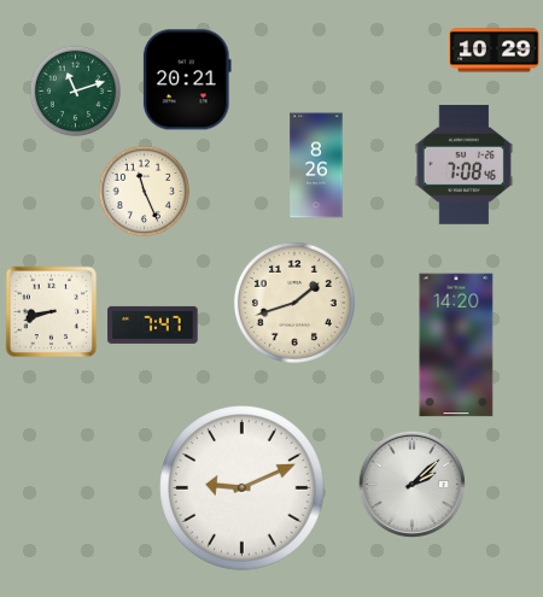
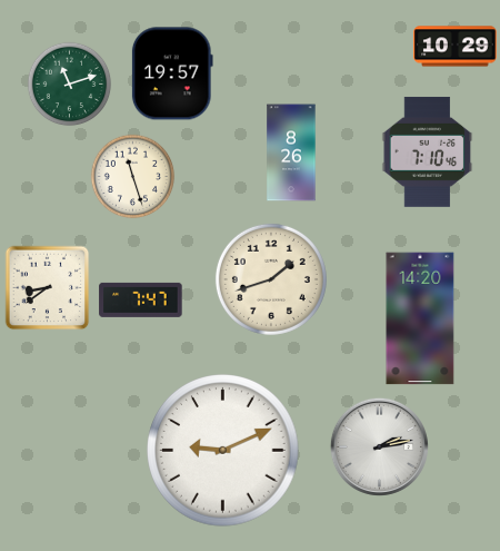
clock at (187, 80): 20:21 -> 19:57
clock at (465, 164): 7:08 -> 7:10
clock at (145, 192): 11:26 -> 11:27
clock at (52, 312): 8:42 -> 8:39
clock at (411, 484): 2:08 -> 2:13
